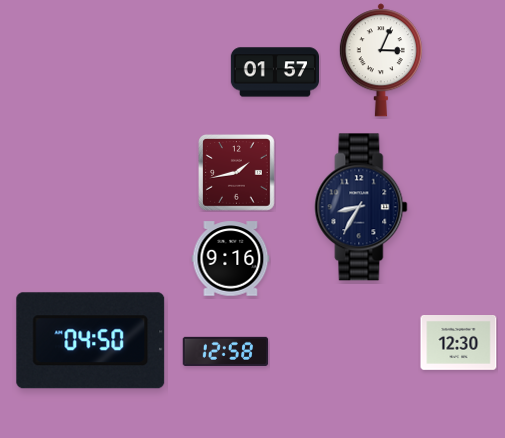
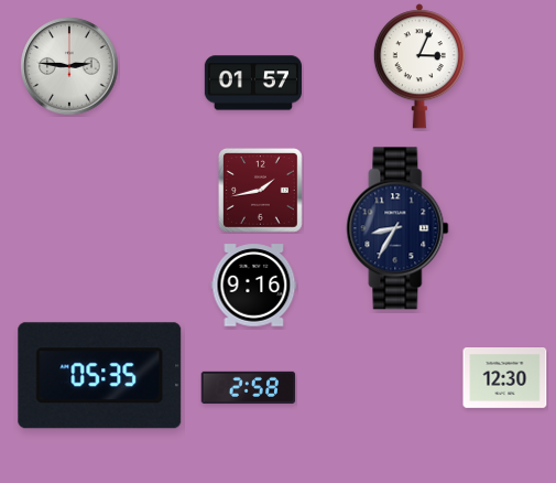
clock at (69, 66): none -> 2:46
clock at (274, 72) position: (274, 72) -> (252, 83)
clock at (91, 341): 04:50 -> 05:35
clock at (226, 351): 12:58 -> 2:58
